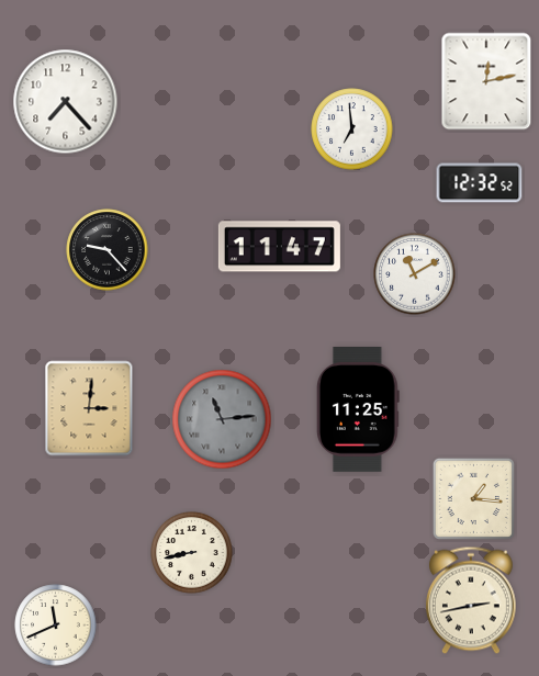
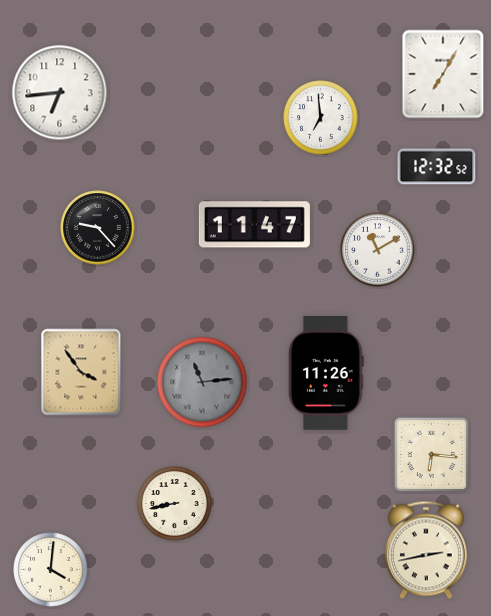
clock at (486, 81): 12:13 -> 7:05
clock at (66, 102): 7:23 -> 6:44
clock at (89, 408): 3:01 -> 3:54
clock at (358, 410): 11:25 -> 11:26
clock at (473, 498): 1:16 -> 6:16
clock at (471, 600) position: (471, 600) -> (426, 550)
clock at (56, 626): 11:41 -> 4:01
